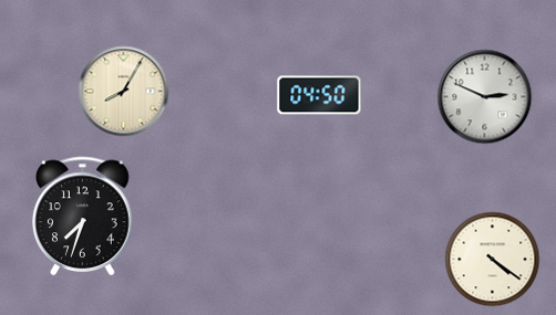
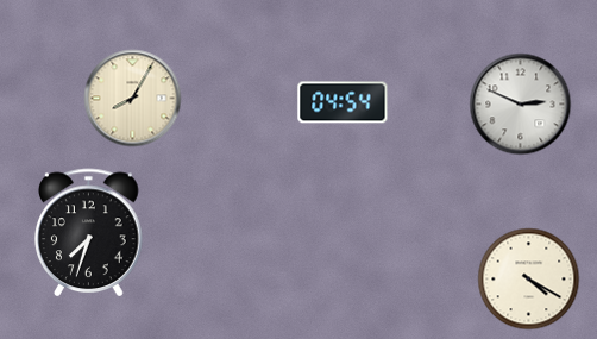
clock at (319, 95): 04:50 -> 04:54
clock at (493, 260): 4:21 -> 4:20
